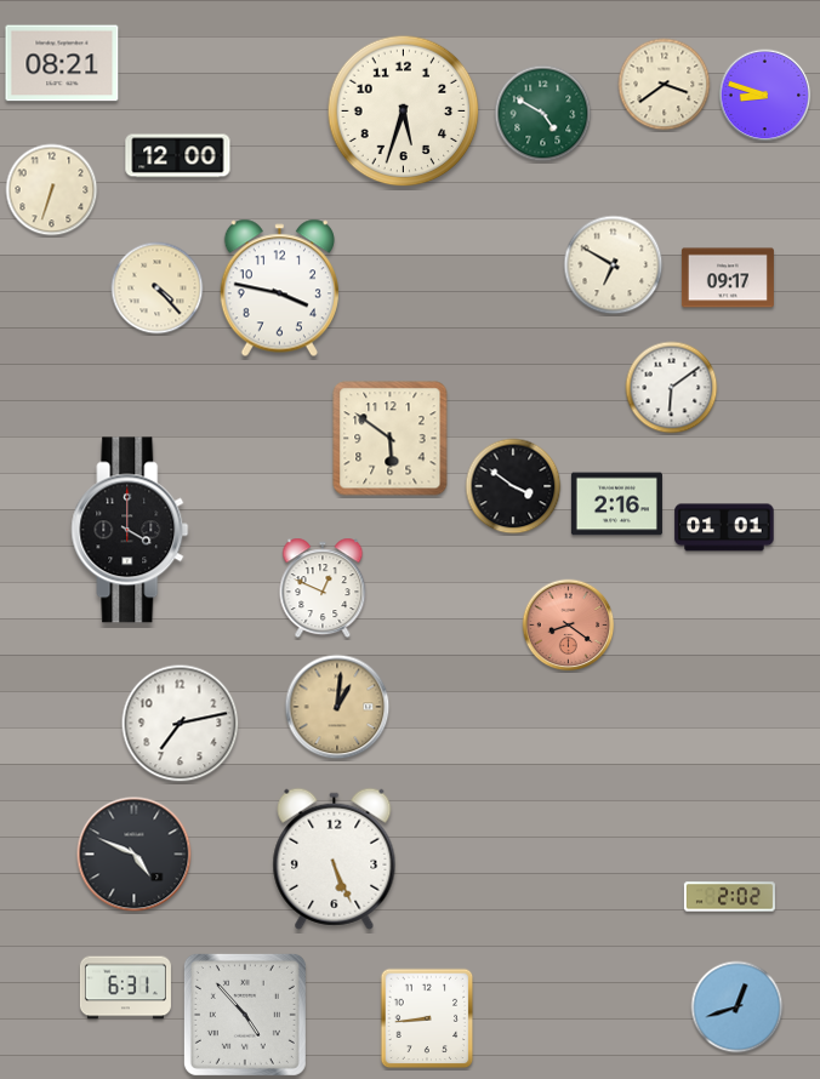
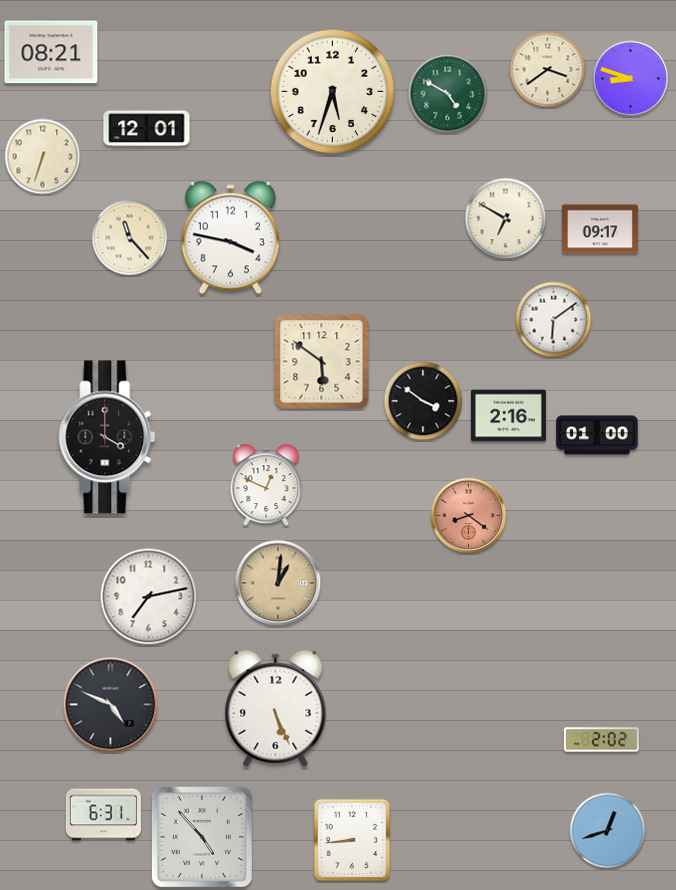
clock at (178, 156): 12:00 -> 12:01
clock at (158, 289): 4:23 -> 11:23
clock at (724, 527): 01:01 -> 01:00
